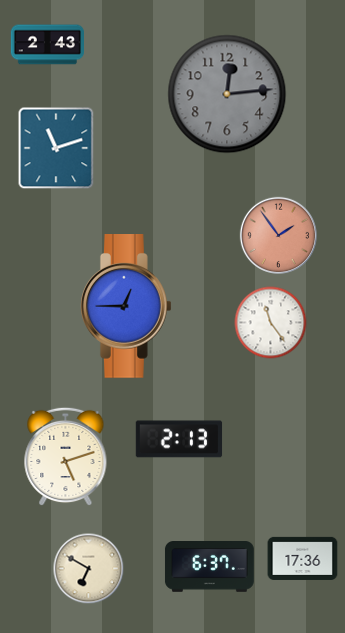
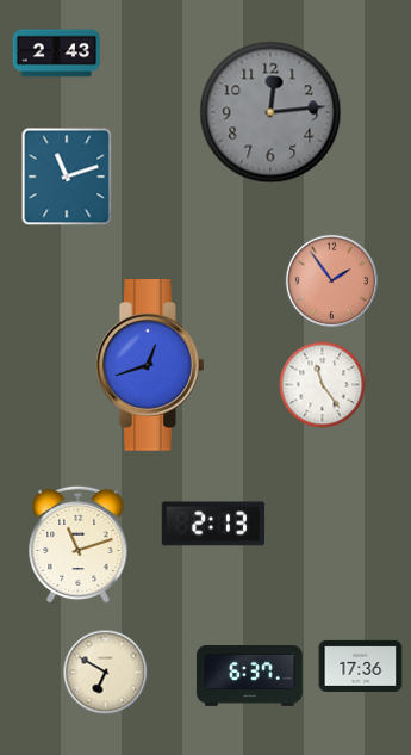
clock at (126, 307): 12:45 -> 12:42
clock at (66, 457): 5:12 -> 11:12
clock at (89, 569) position: (89, 569) -> (106, 673)
